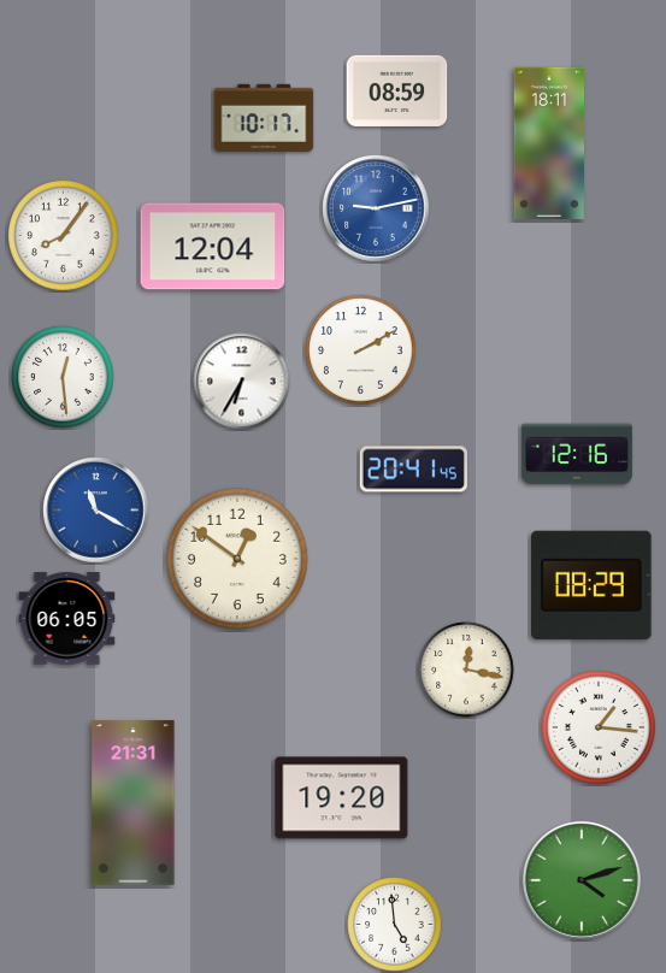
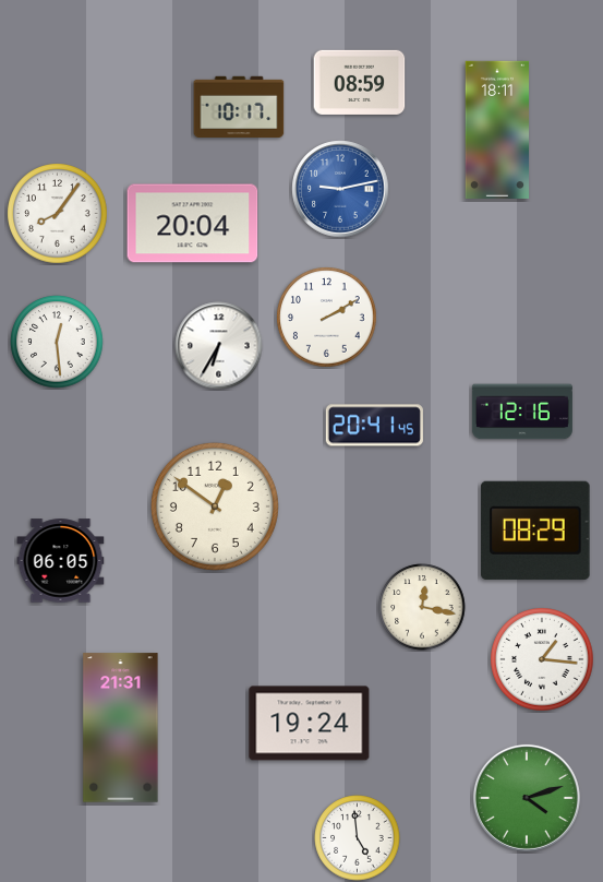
clock at (213, 247): 12:04 -> 20:04
clock at (96, 511): 11:20 -> none
clock at (342, 798): 19:20 -> 19:24
